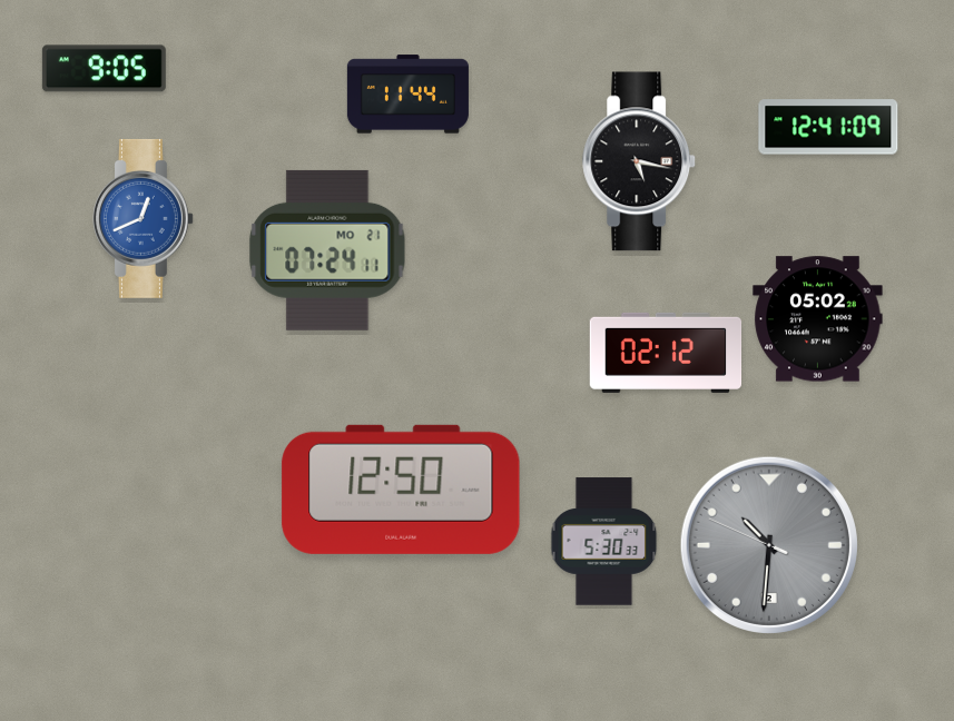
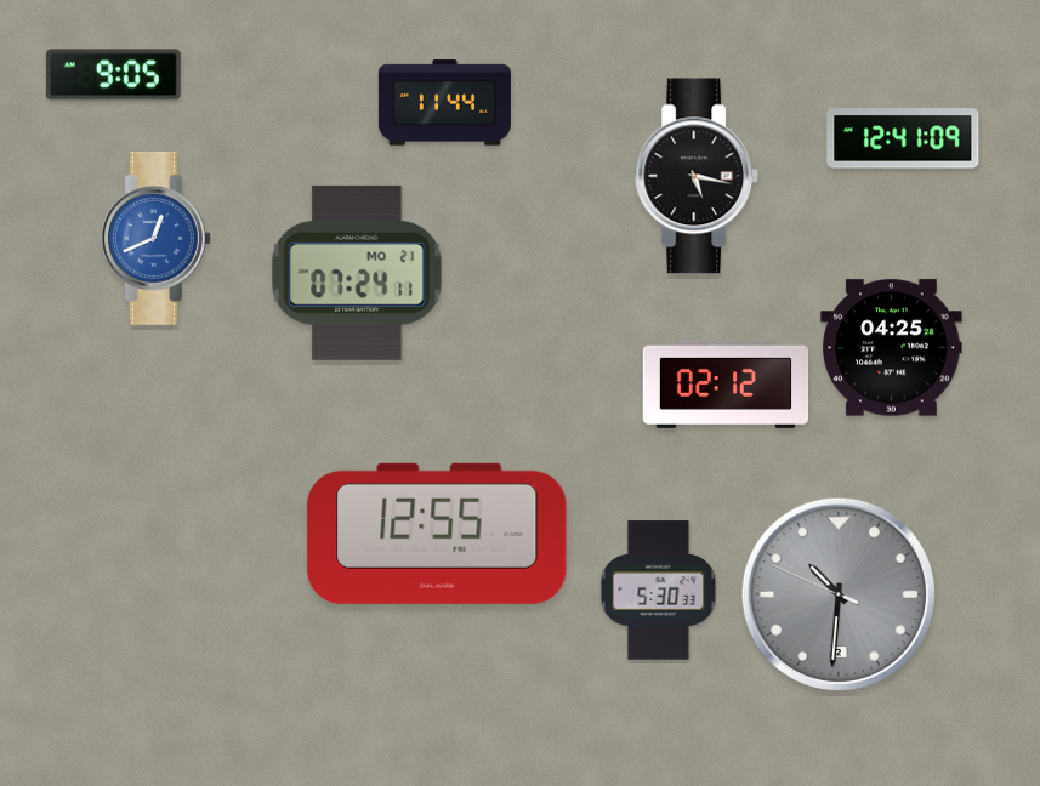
clock at (818, 319): 05:02 -> 04:25
clock at (401, 490): 12:50 -> 12:55
